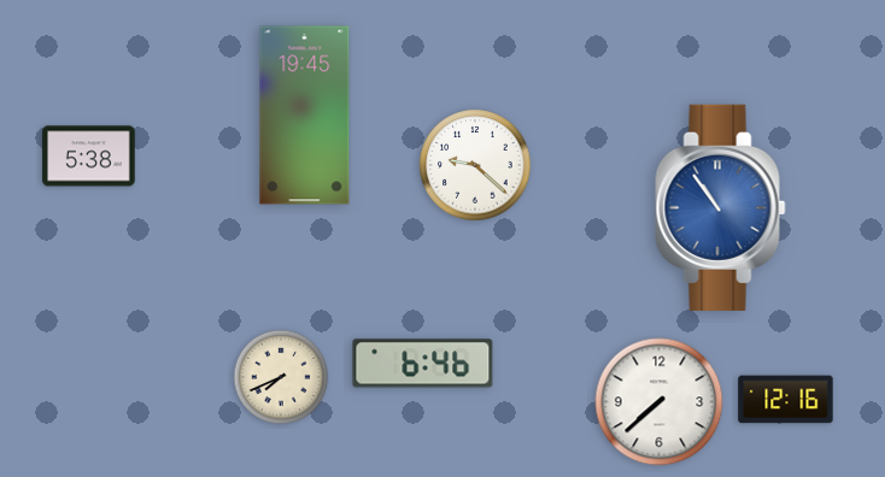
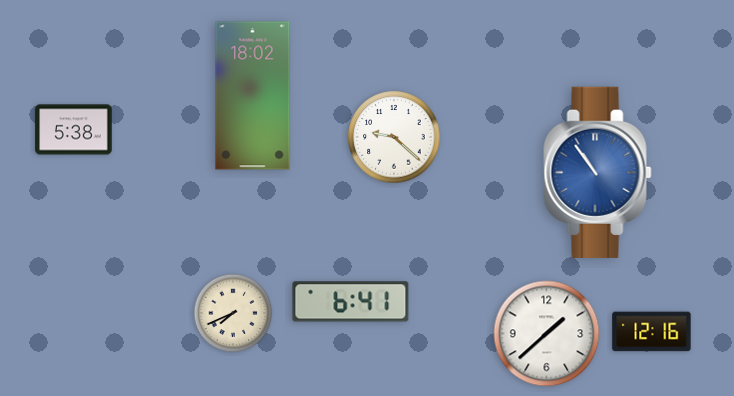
clock at (305, 116): 19:45 -> 18:02
clock at (423, 364): 6:46 -> 6:41
clock at (660, 402): 7:38 -> 1:38
